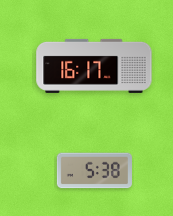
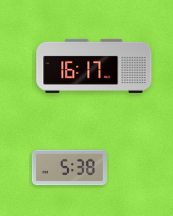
clock at (94, 171) position: (94, 171) -> (69, 168)
